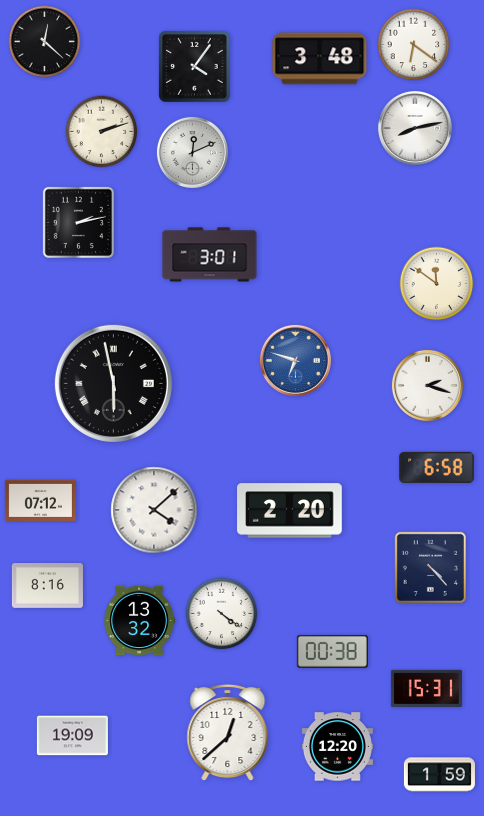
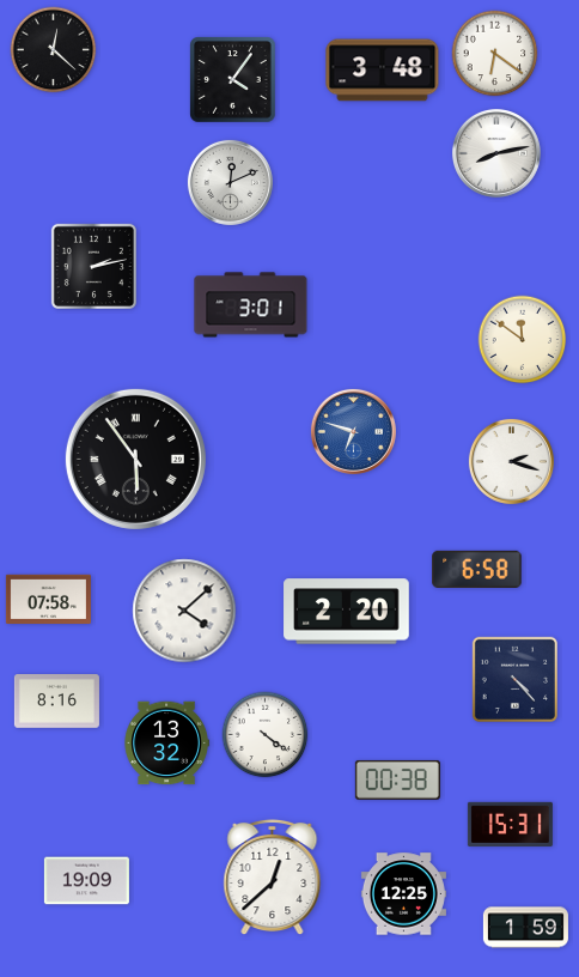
clock at (102, 132): 2:12 -> none
clock at (113, 383): 5:58 -> 5:54
clock at (437, 467) position: (437, 467) -> (477, 569)
clock at (40, 500): 07:12 -> 07:58
clock at (337, 747): 12:20 -> 12:25
